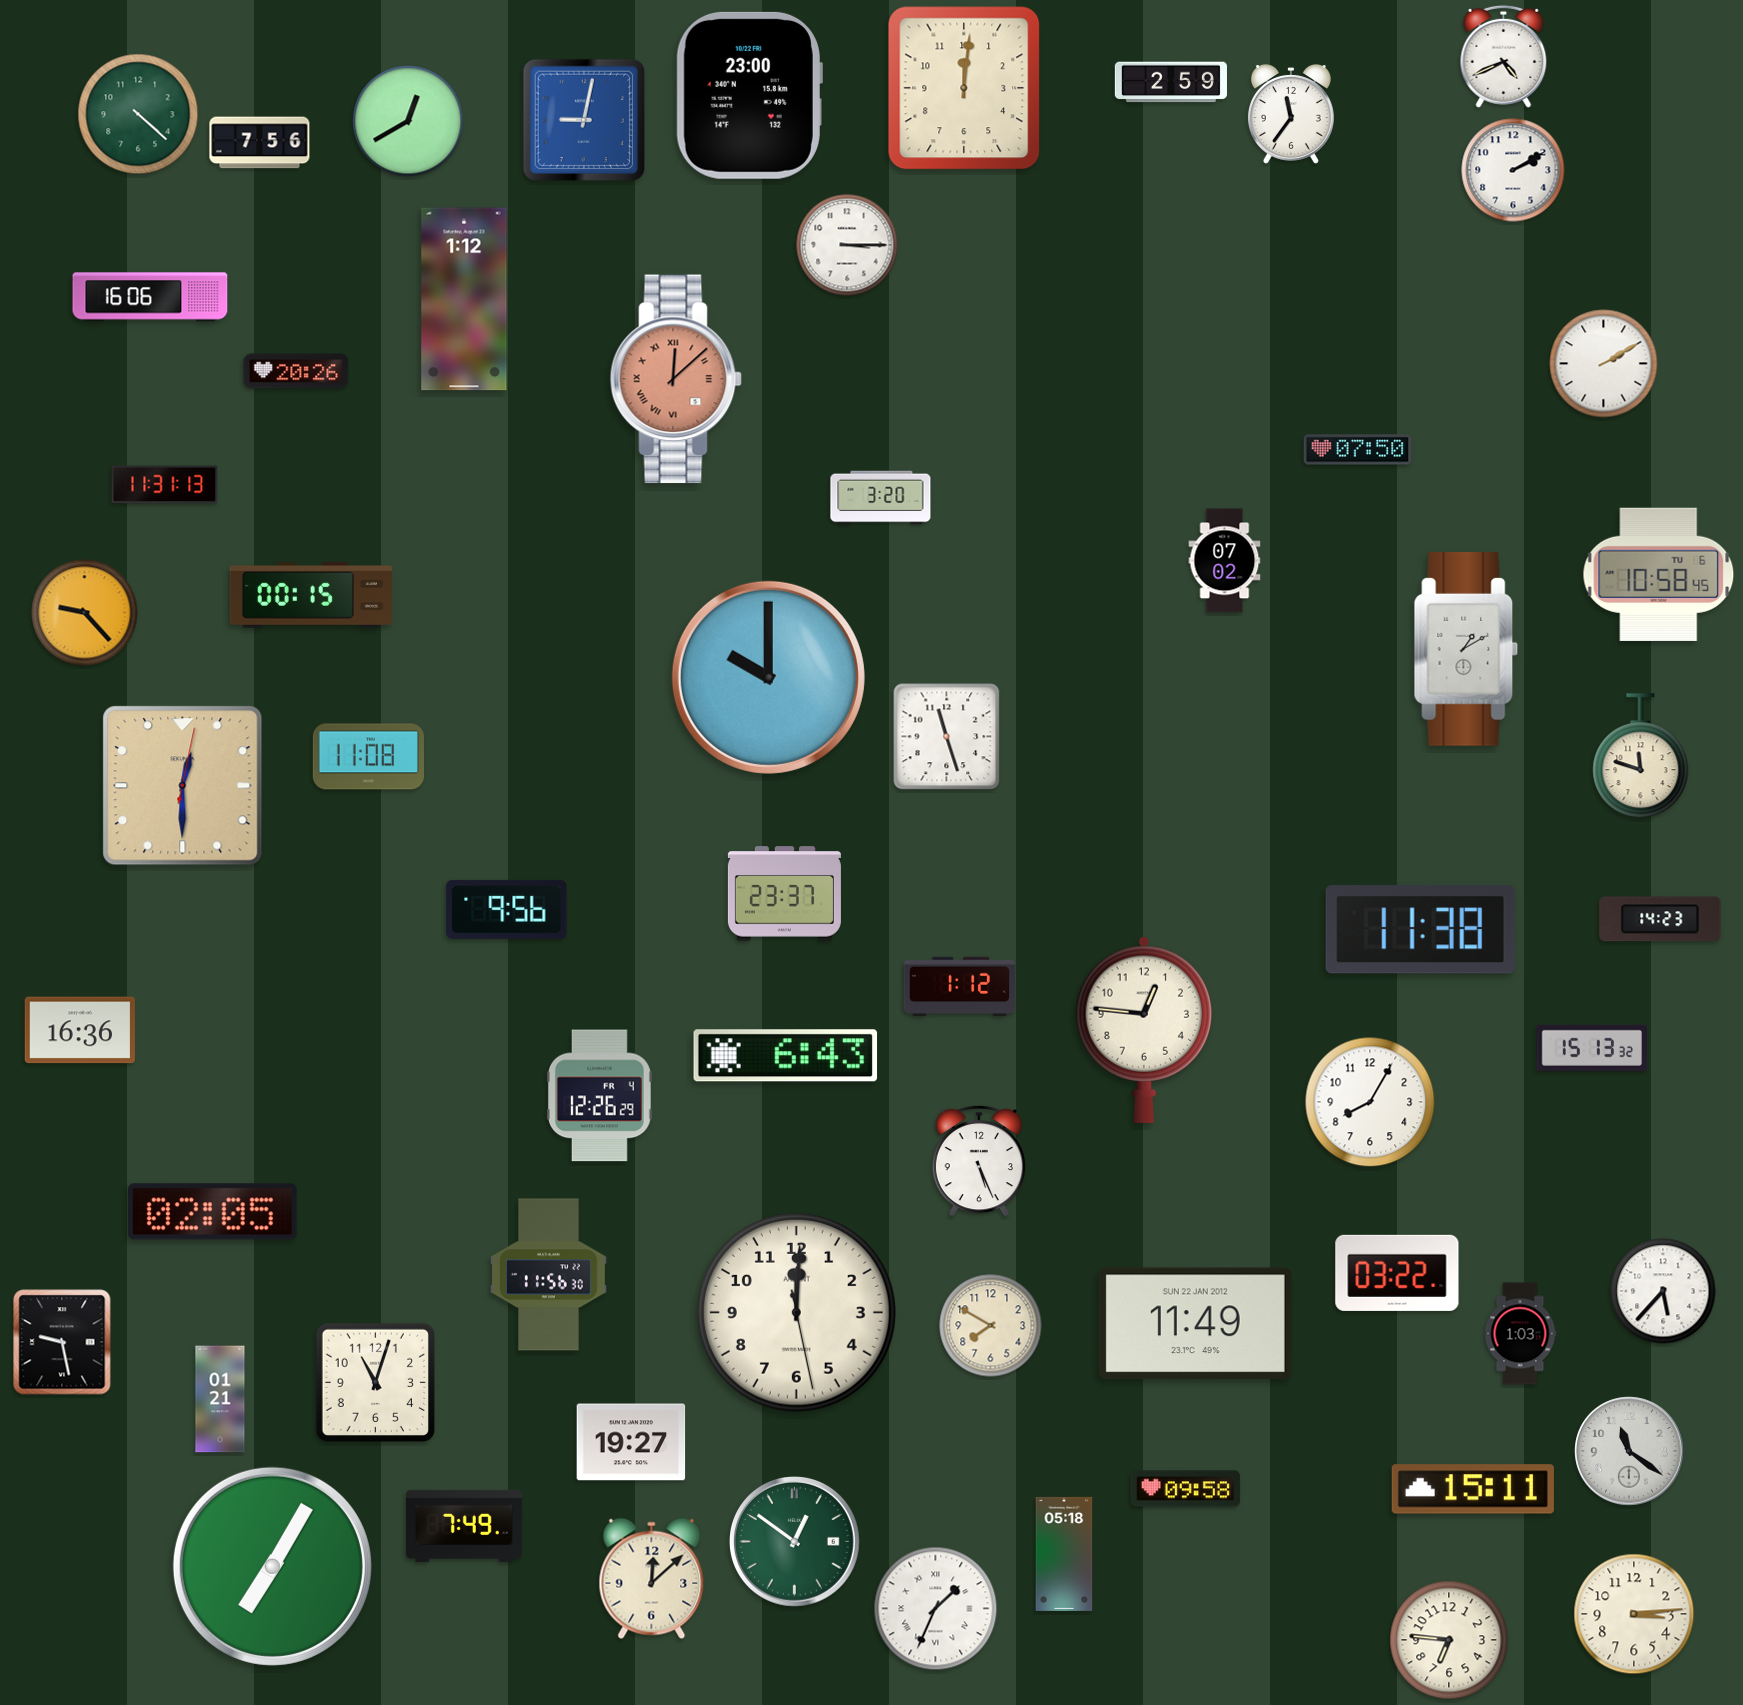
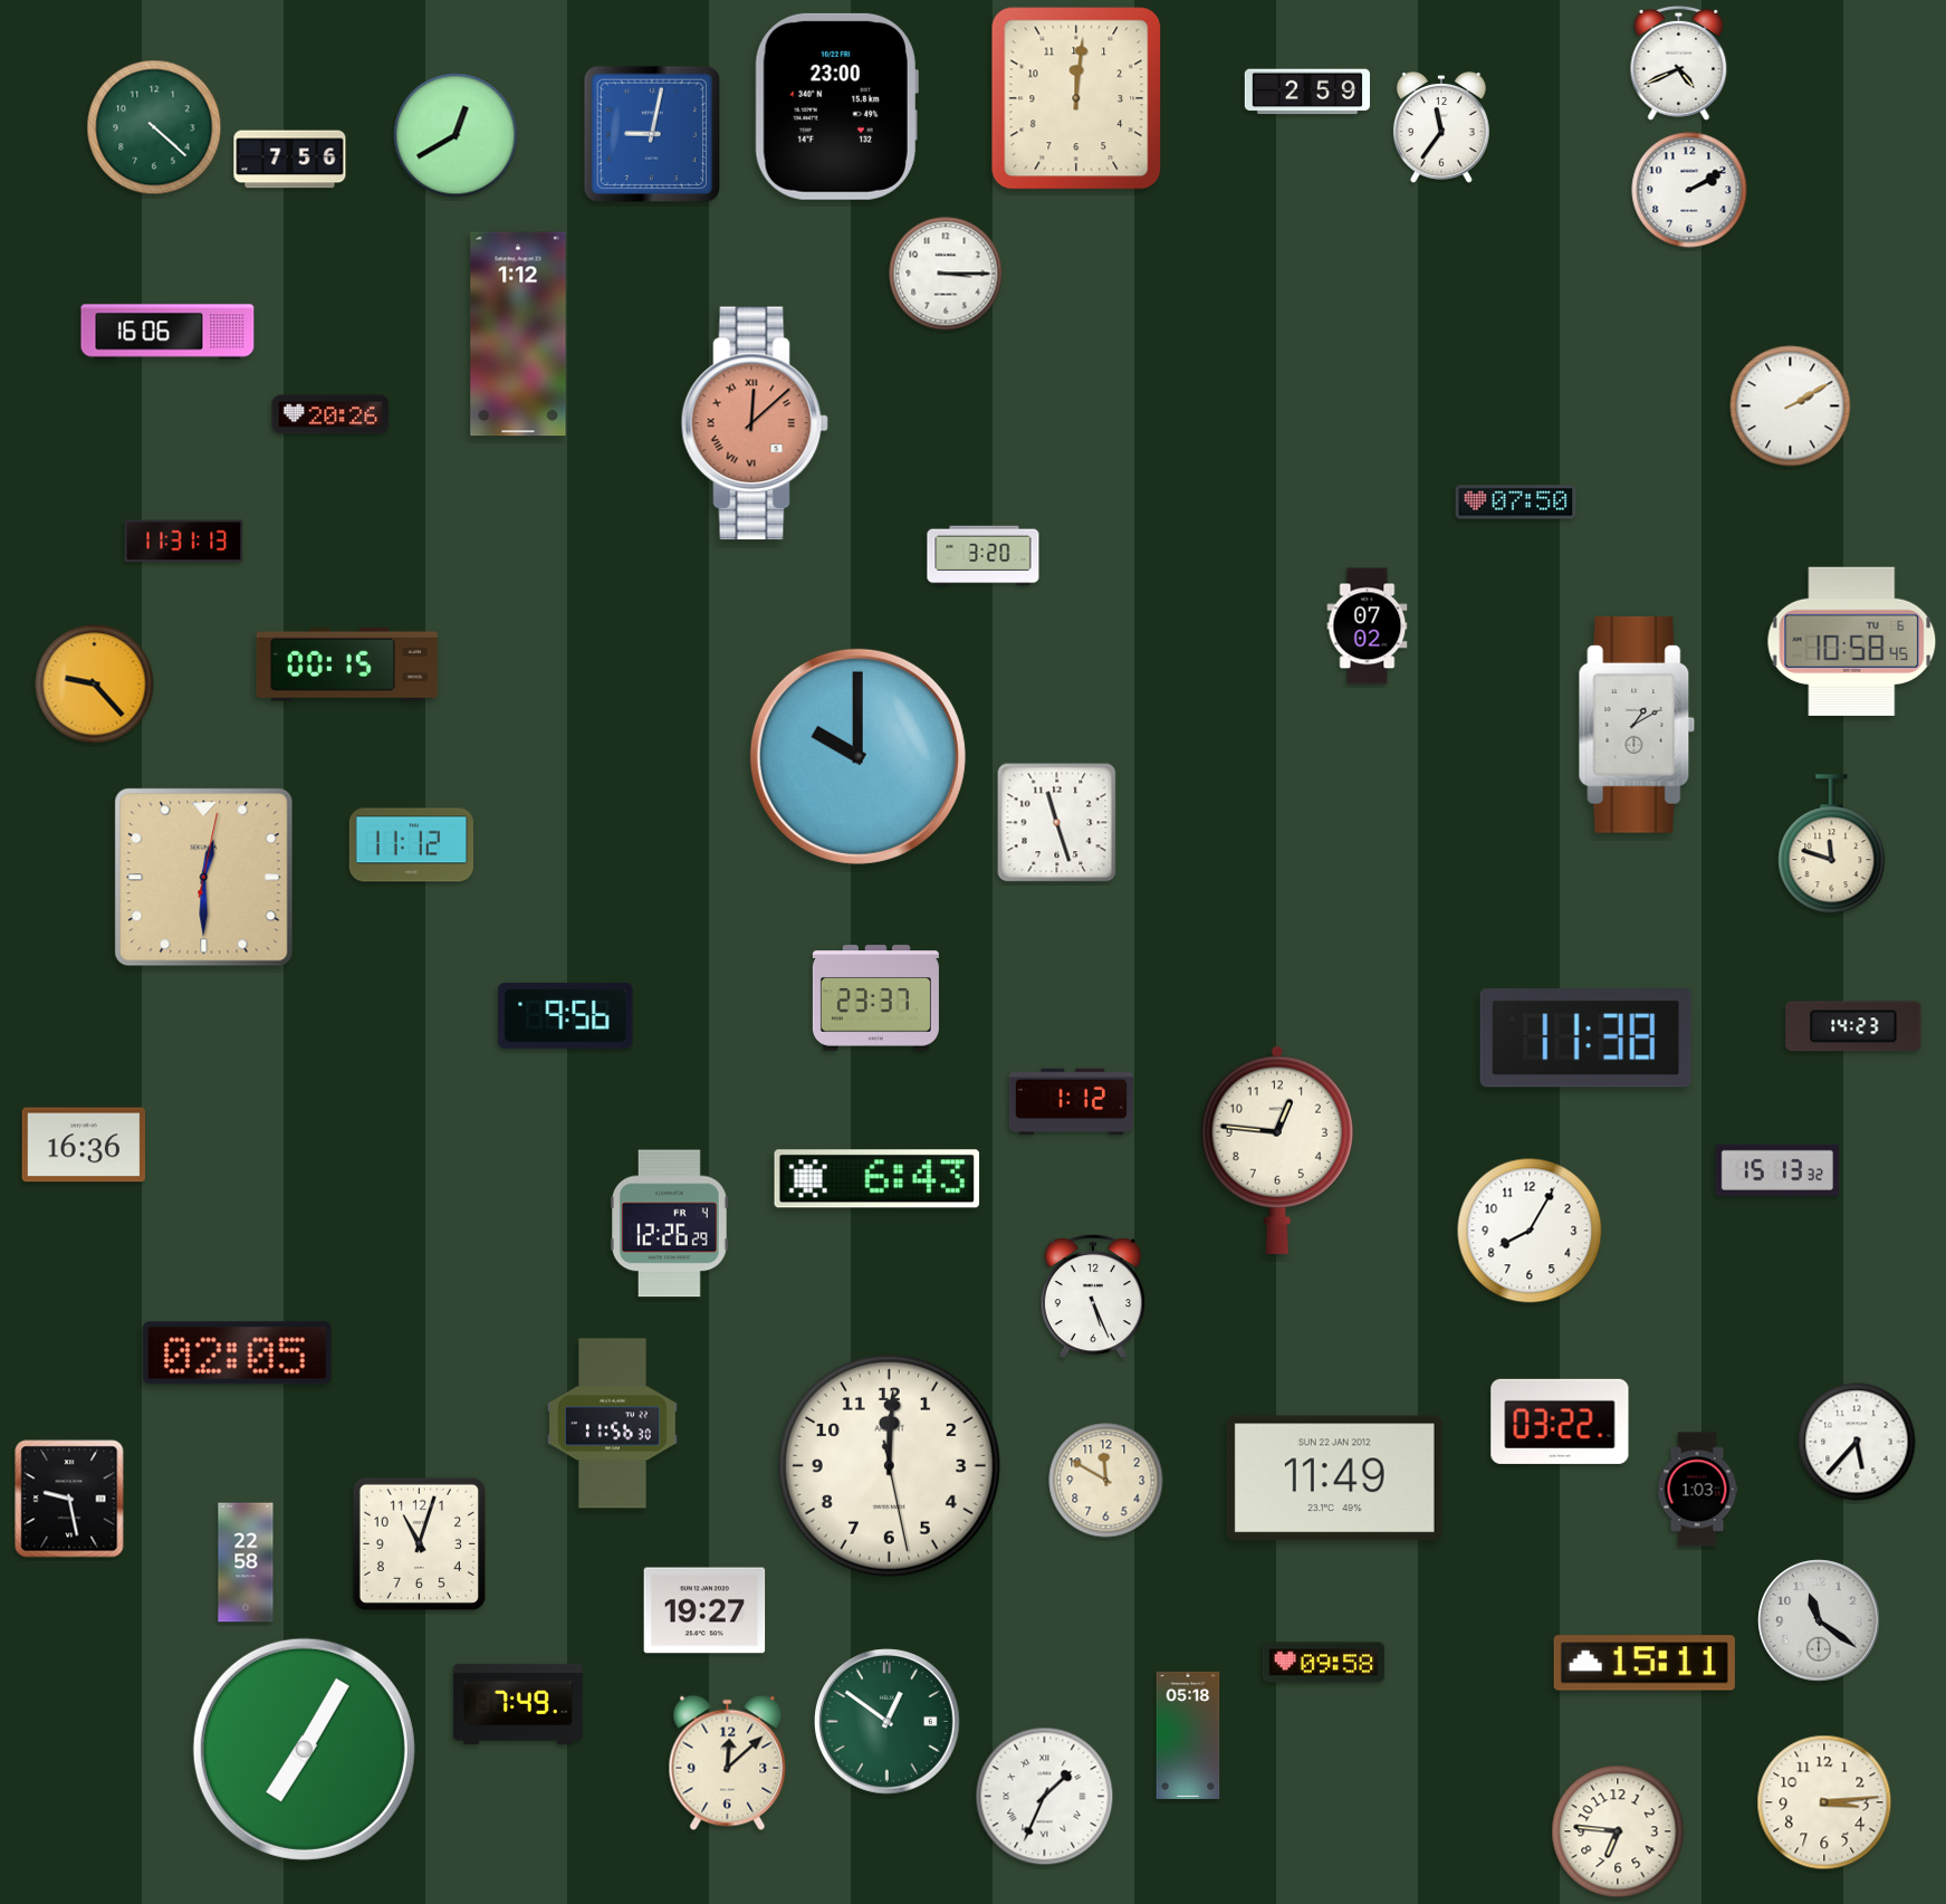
clock at (368, 757): 11:08 -> 11:12
clock at (79, 1030) position: (79, 1030) -> (83, 1145)
clock at (991, 1326): 7:50 -> 11:50
clock at (220, 1399): 01:21 -> 22:58
